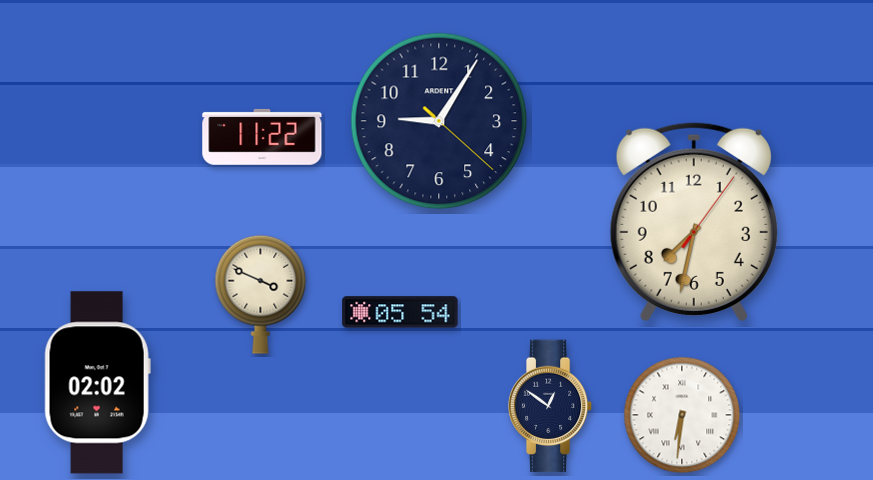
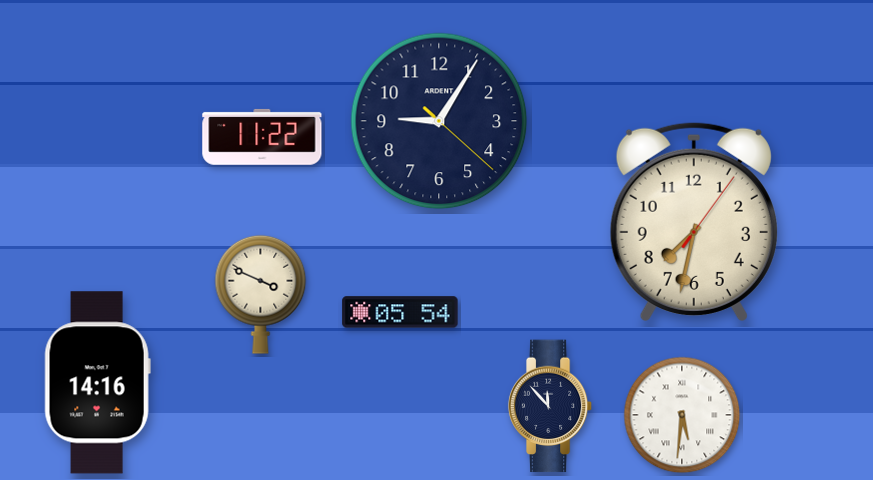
clock at (97, 383): 02:02 -> 14:16
clock at (550, 406): 12:51 -> 11:53
clock at (682, 415): 6:31 -> 5:31
